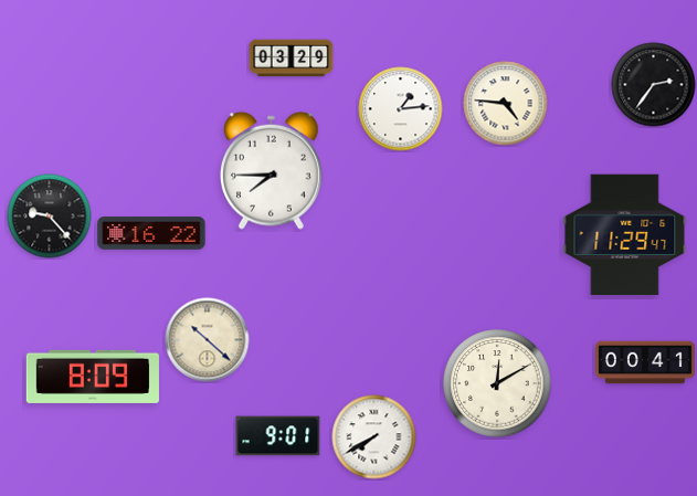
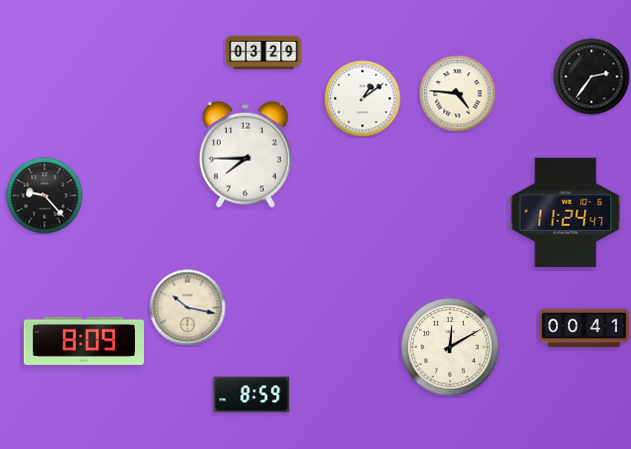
clock at (401, 109): 1:14 -> 1:09
clock at (151, 233): 16:22 -> none
clock at (625, 235): 11:29 -> 11:24
clock at (208, 340): 10:22 -> 10:17
clock at (278, 436): 9:01 -> 8:59
clock at (374, 437): 7:40 -> none
